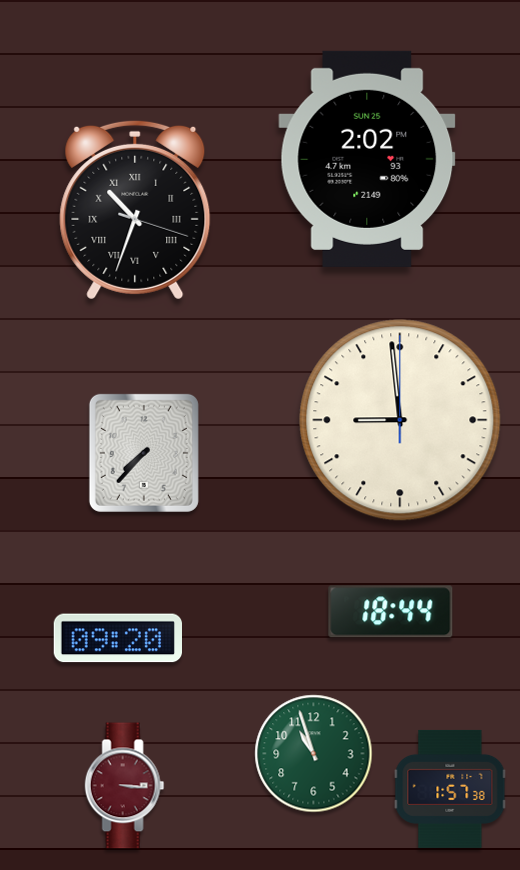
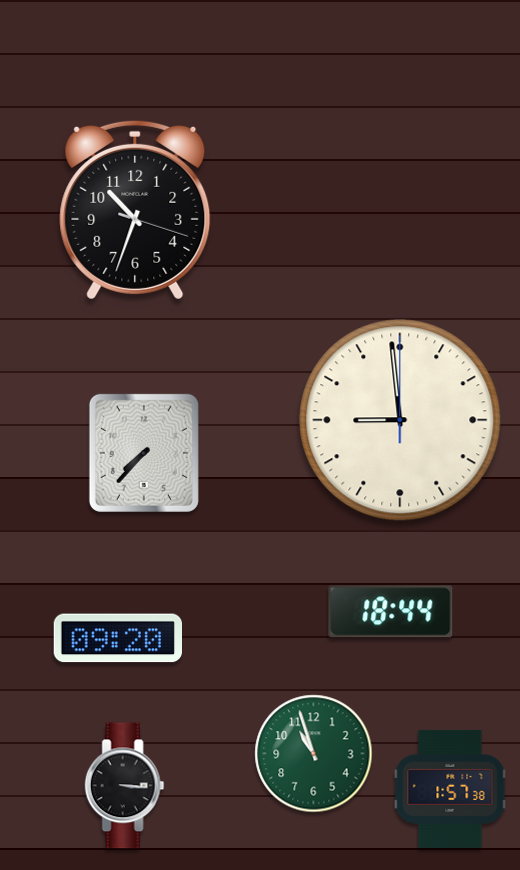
clock at (367, 159): 2:02 -> none
clock at (135, 210) numerals: Roman -> Arabic
clock at (125, 786) dial: burgundy -> black
